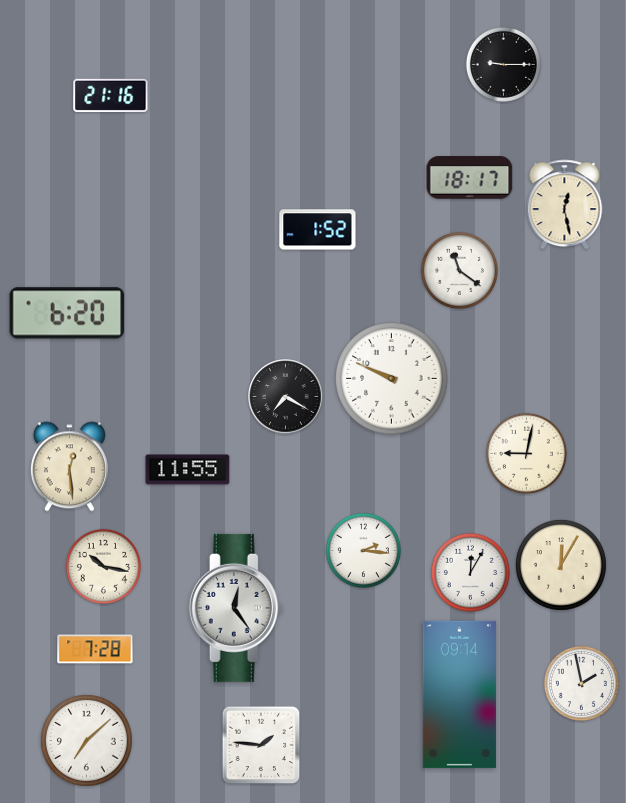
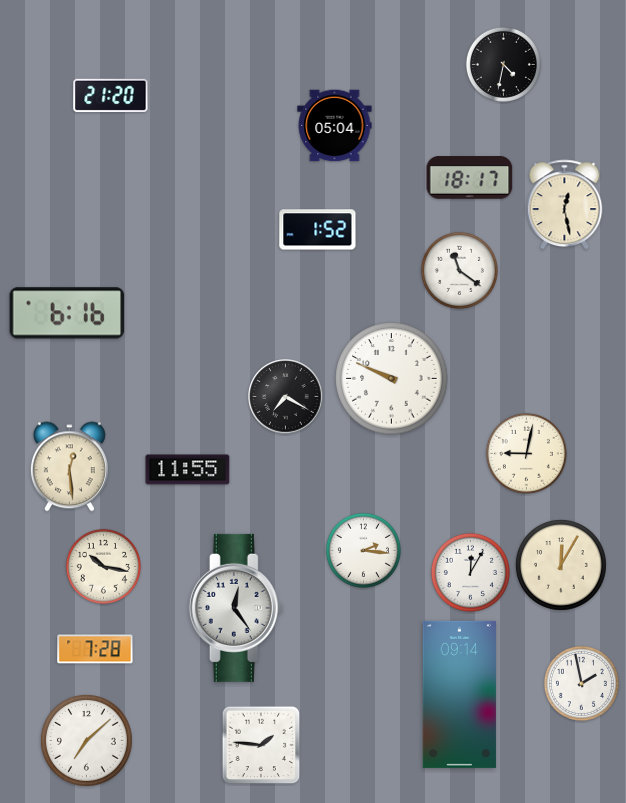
clock at (503, 64): 9:15 -> 4:32
clock at (111, 96): 21:16 -> 21:20
clock at (335, 126): none -> 05:04
clock at (67, 313): 6:20 -> 6:16
